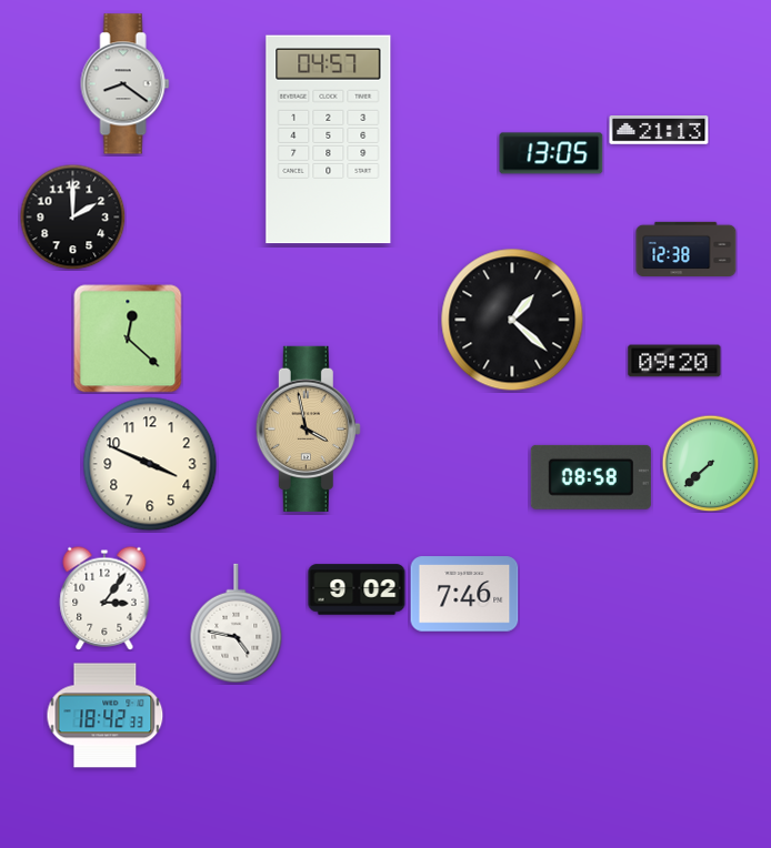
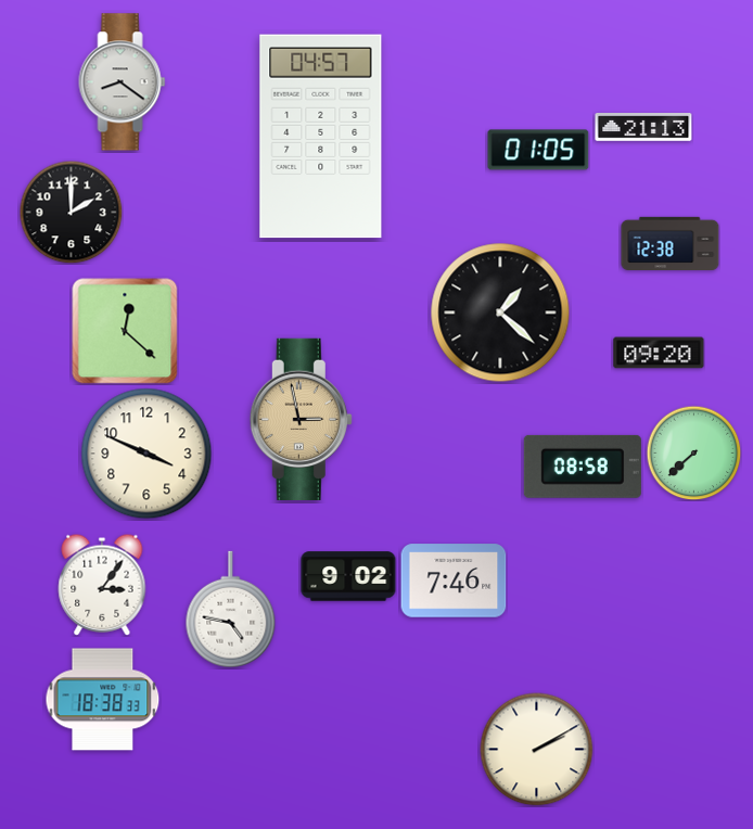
clock at (551, 153): 13:05 -> 01:05
clock at (308, 428): 3:58 -> 2:58
clock at (591, 477) position: (591, 477) -> (583, 467)
clock at (106, 716): 18:42 -> 18:38
clock at (537, 750): none -> 2:10
